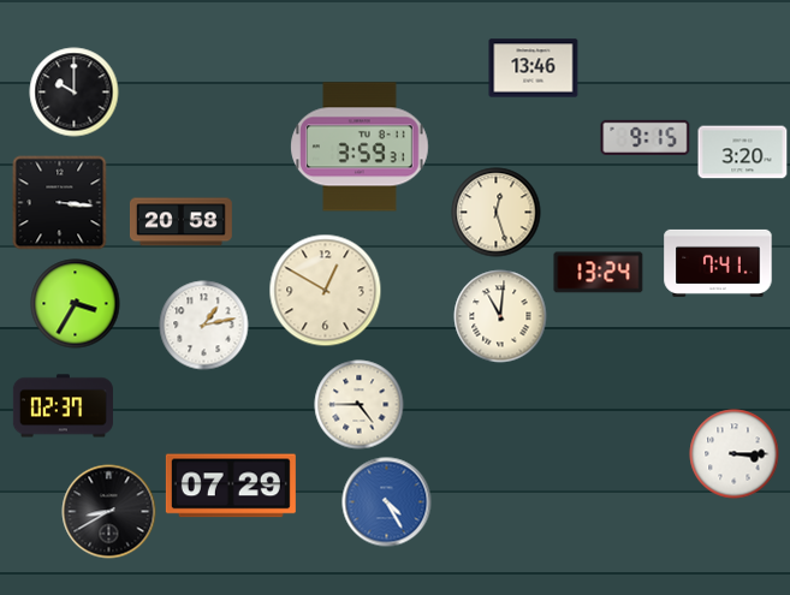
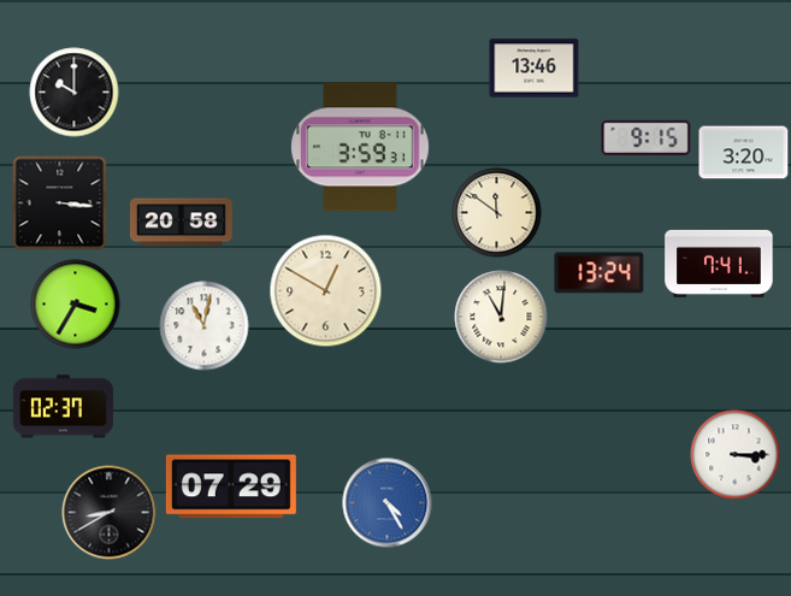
clock at (497, 213): 12:27 -> 11:51
clock at (204, 326): 1:13 -> 11:02
clock at (360, 405): 4:45 -> none
